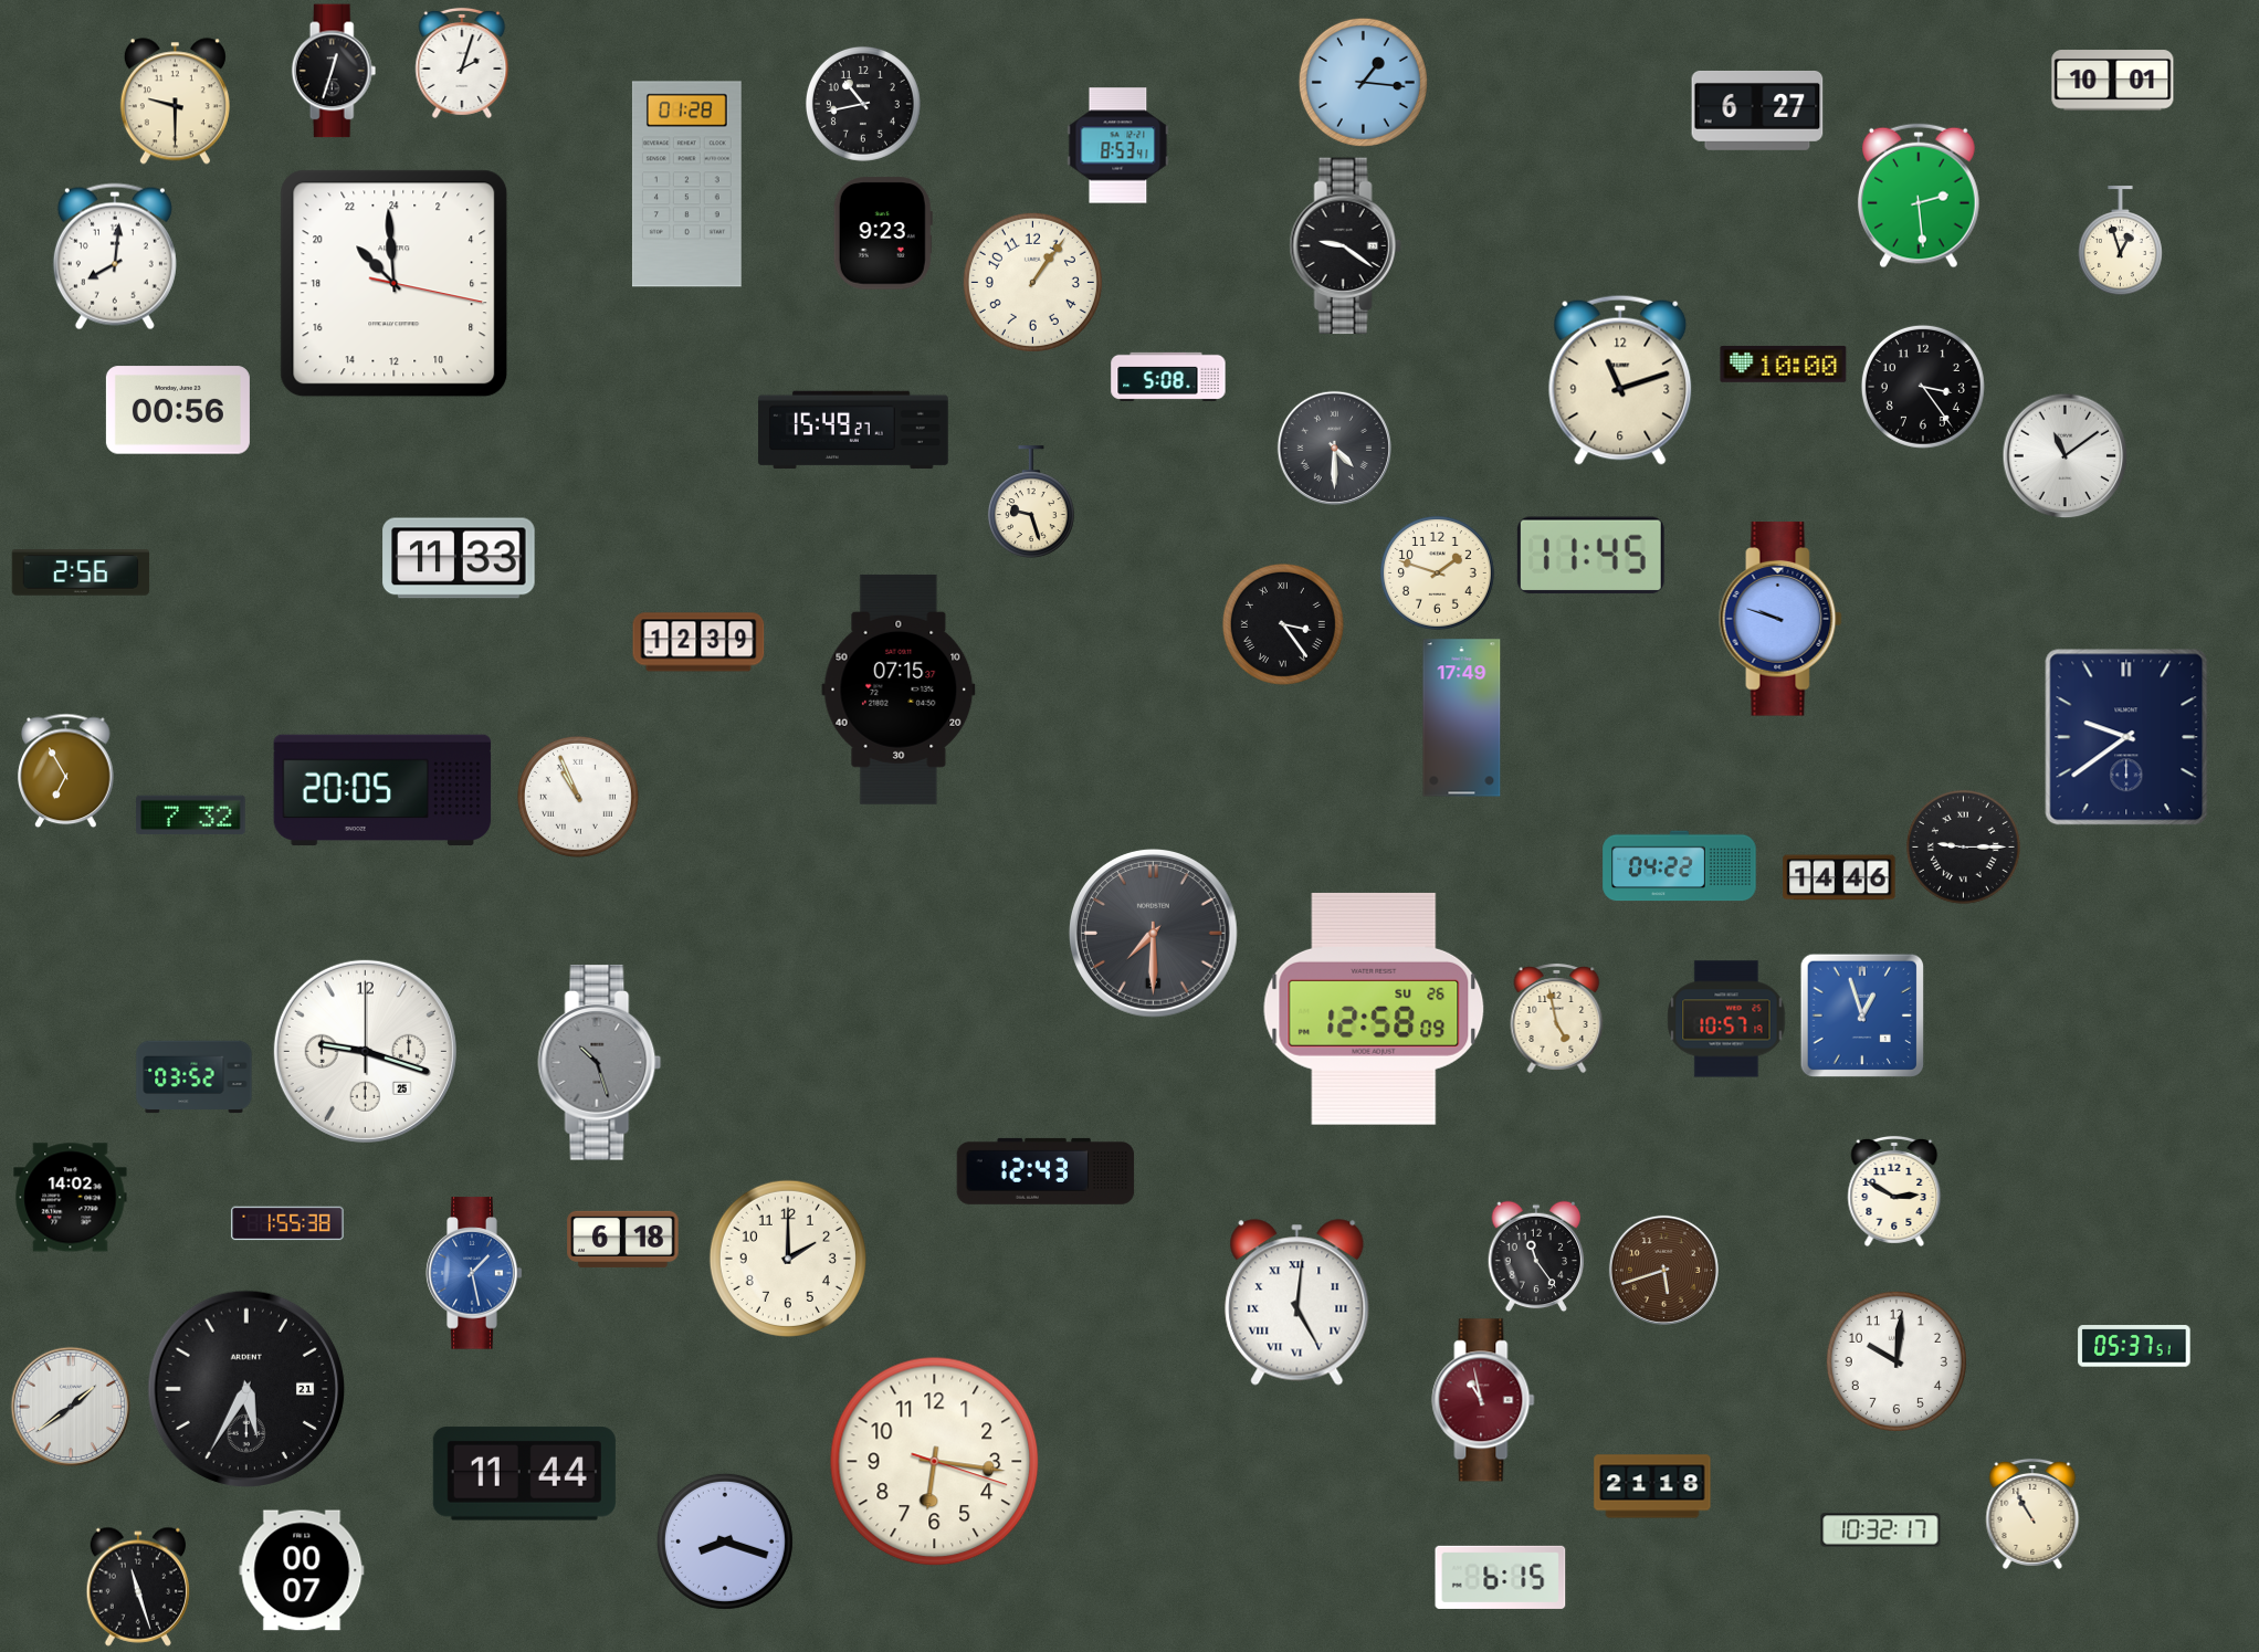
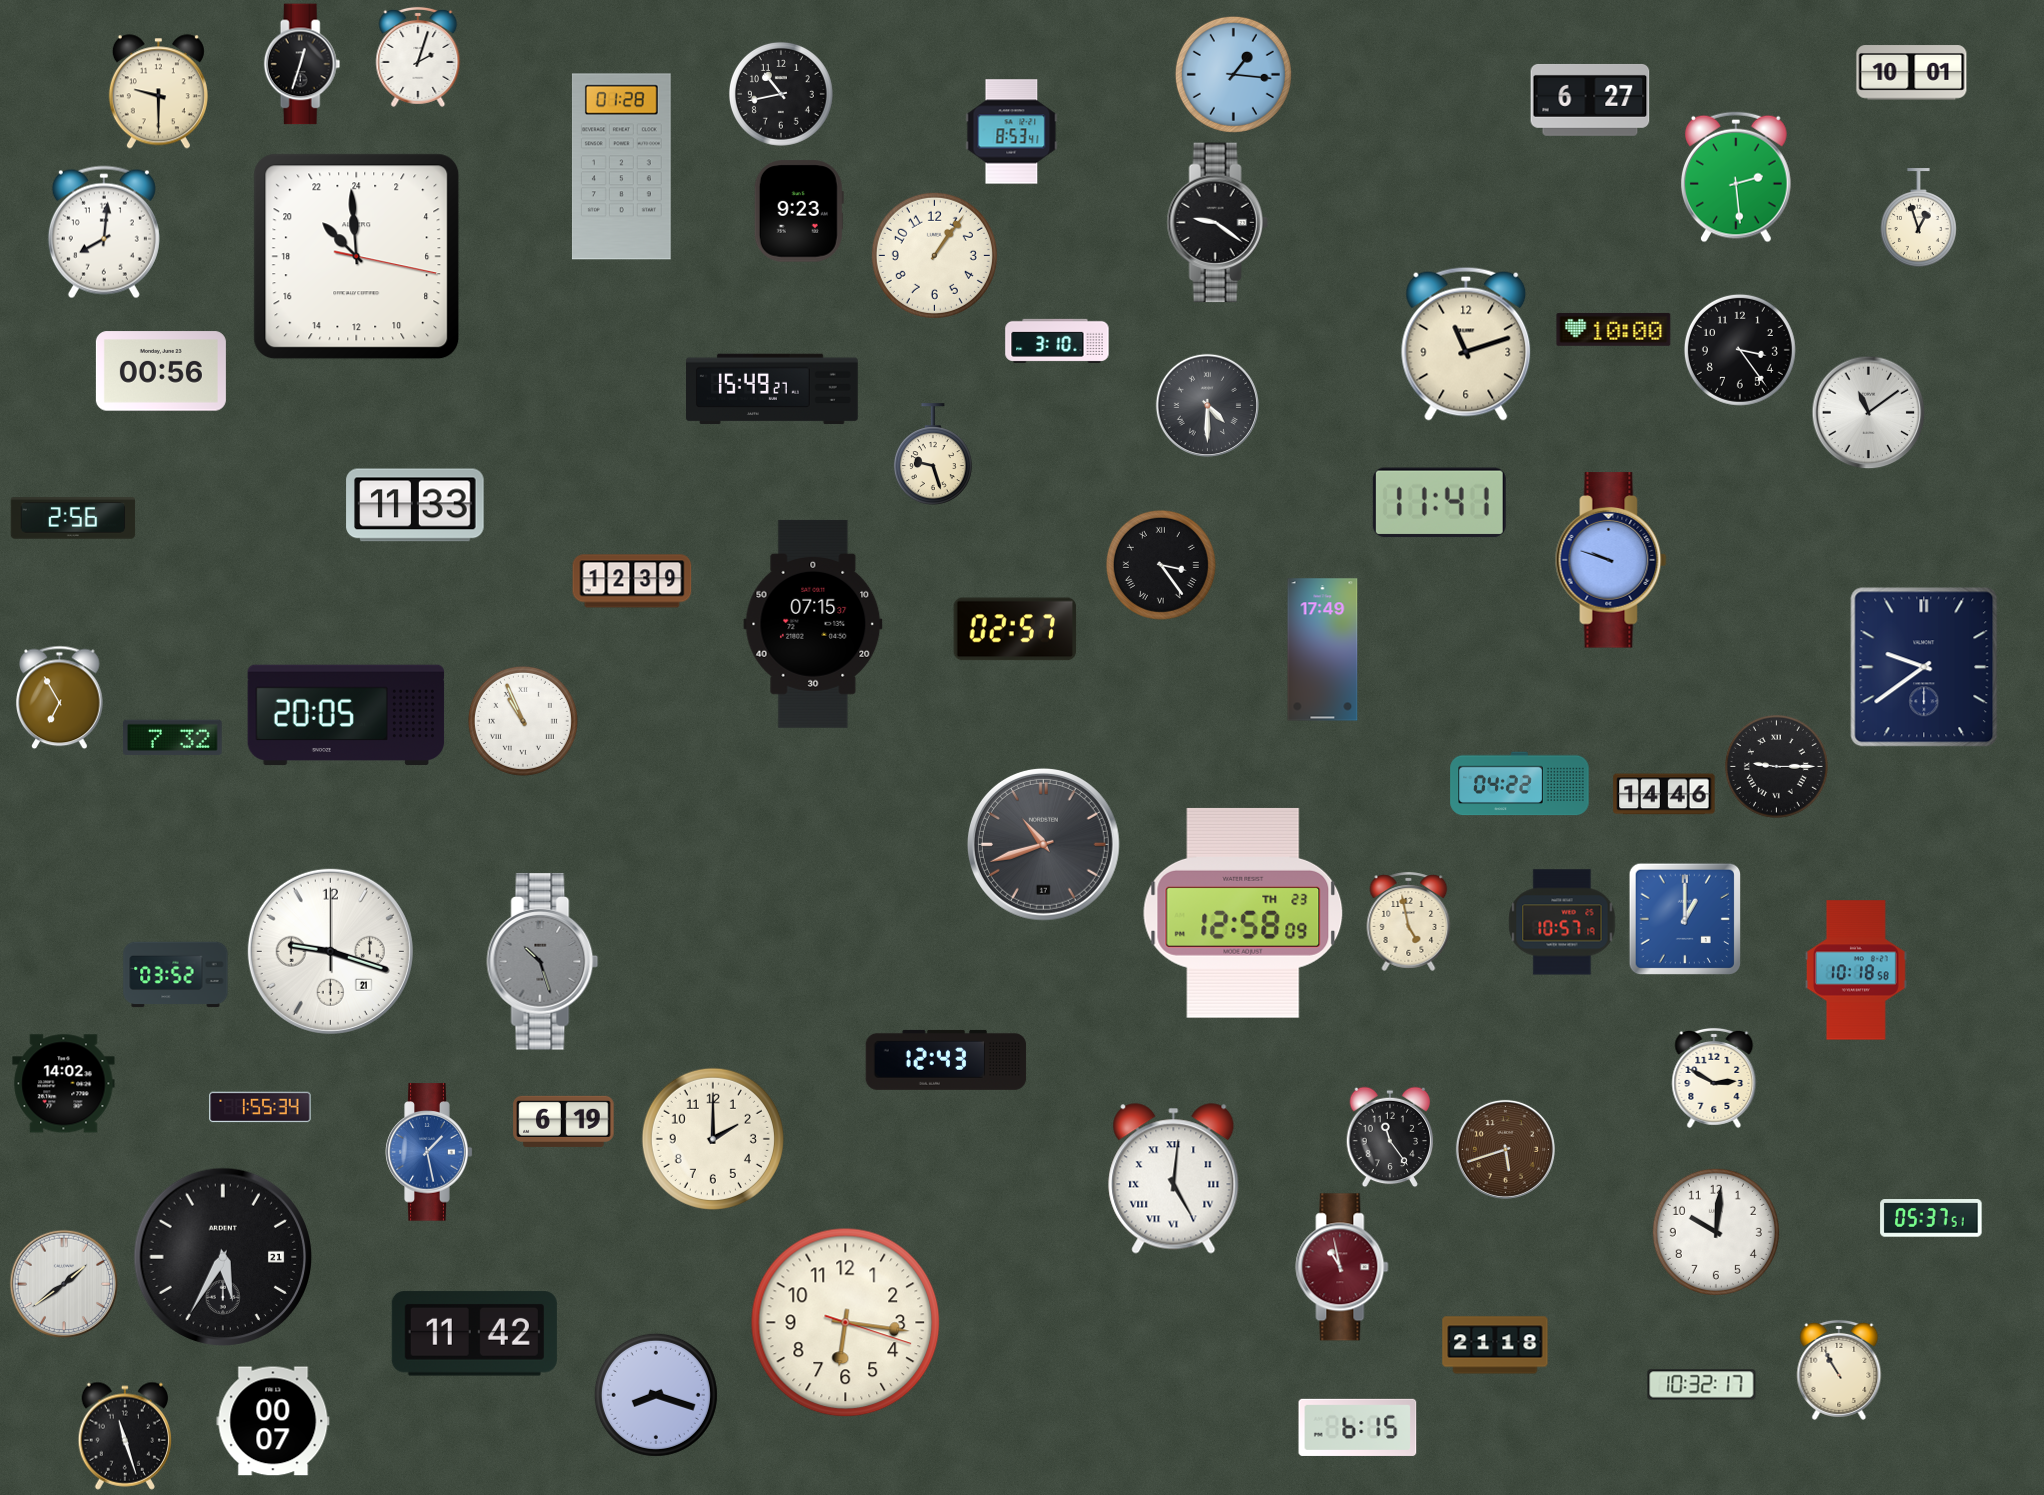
clock at (1168, 377): 5:08 -> 3:10
clock at (1590, 556): 11:45 -> 11:41
clock at (1437, 572): 1:48 -> none
clock at (1015, 629): none -> 02:57
clock at (1153, 933): 7:30 -> 10:42
clock at (1374, 1009) date: SU 26 -> TH 23
clock at (1861, 1014): 12:57 -> 1:00
clock at (365, 1051) date: 25 -> 21
clock at (1856, 970): none -> 10:18
clock at (287, 1223): 1:55:38 -> 1:55:34
clock at (623, 1239): 6:18 -> 6:19
clock at (71, 1407) position: (71, 1407) -> (64, 1284)
clock at (524, 1474): 11:44 -> 11:42
